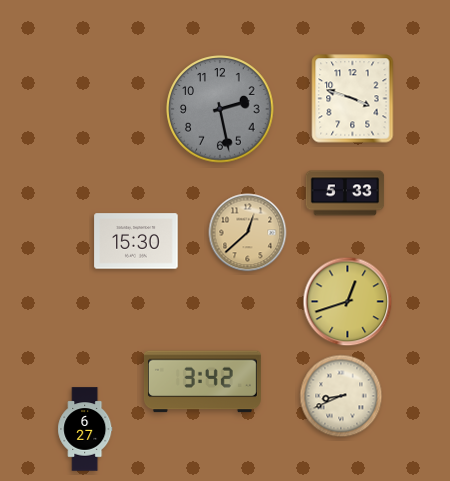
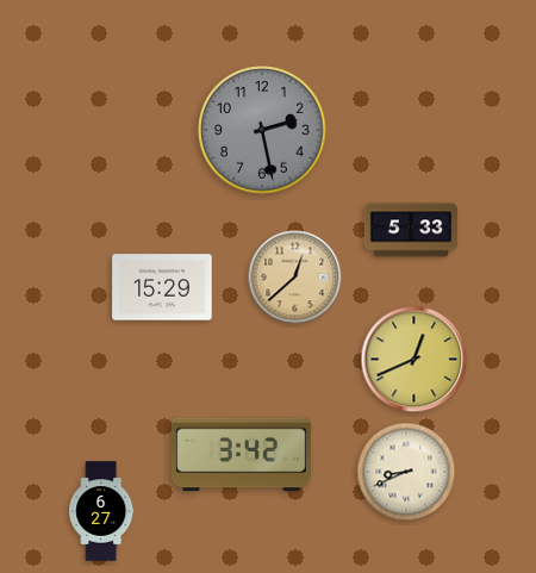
clock at (353, 99): 3:48 -> none
clock at (136, 241): 15:30 -> 15:29
clock at (348, 302): 12:42 -> 12:41
